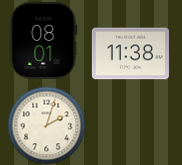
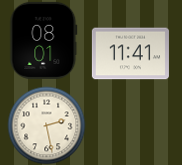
clock at (130, 54): 11:38 -> 11:41
clock at (46, 125): 2:03 -> 2:28
